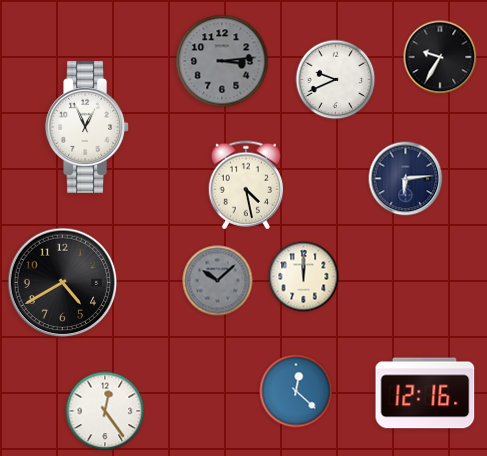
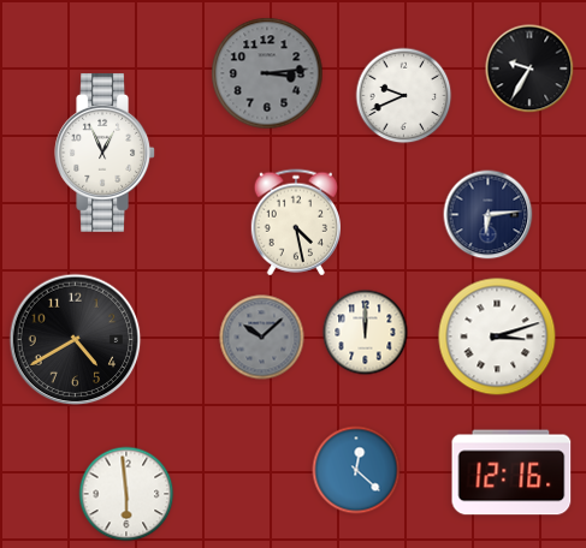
clock at (497, 336): none -> 3:12
clock at (105, 411): 12:24 -> 5:59
